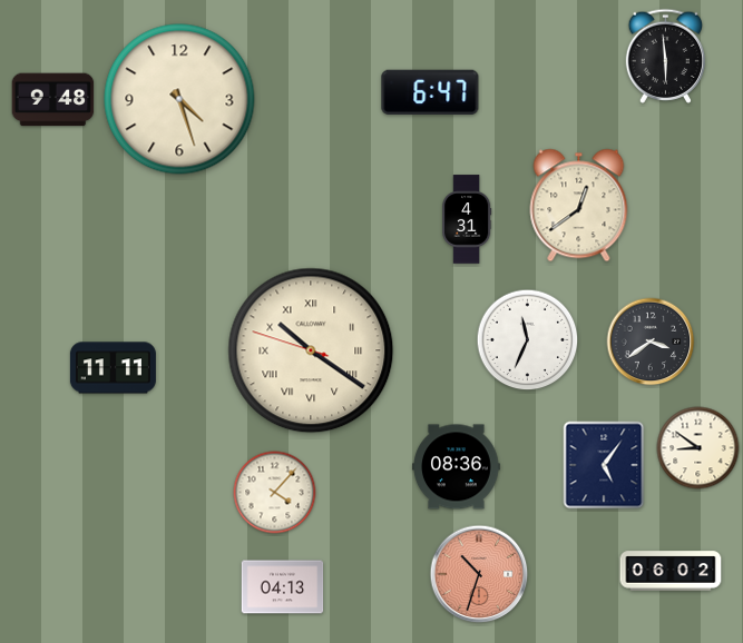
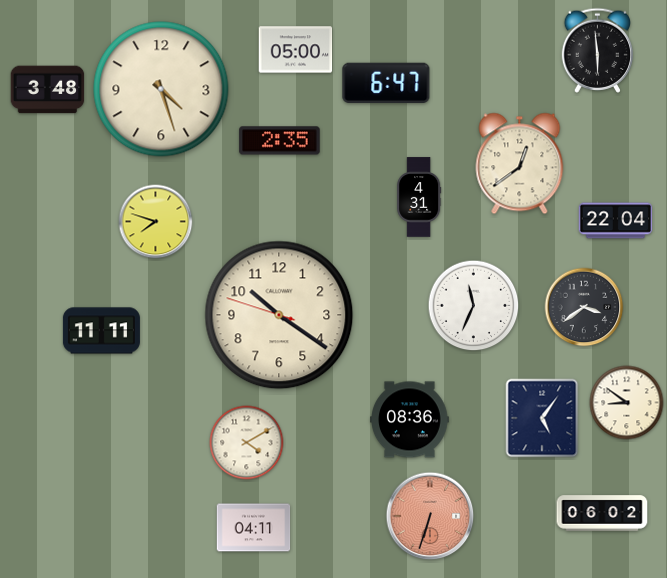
clock at (296, 50): none -> 05:00
clock at (53, 100): 9:48 -> 3:48
clock at (280, 141): none -> 2:35
clock at (579, 206) position: (579, 206) -> (520, 164)
clock at (616, 221): none -> 22:04
clock at (156, 222): none -> 7:48
clock at (311, 350) numerals: Roman -> Arabic
clock at (275, 493): 4:07 -> 4:10
clock at (479, 574): 10:33 -> 6:33
clock at (283, 587): 04:13 -> 04:11
